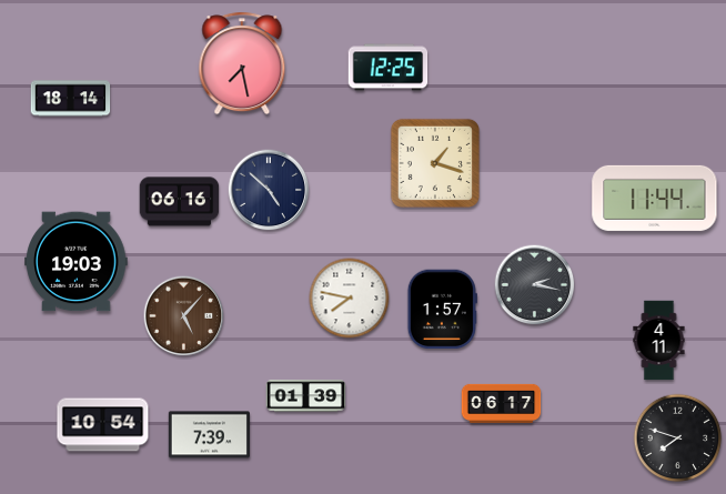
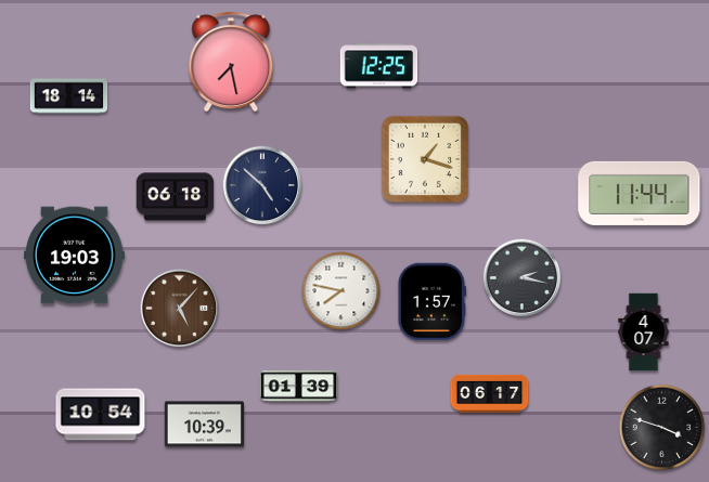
clock at (242, 63) position: (242, 63) -> (231, 62)
clock at (180, 202): 06:16 -> 06:18
clock at (659, 341): 4:11 -> 4:07
clock at (209, 435): 7:39 -> 10:39
clock at (678, 438): 7:48 -> 3:48
